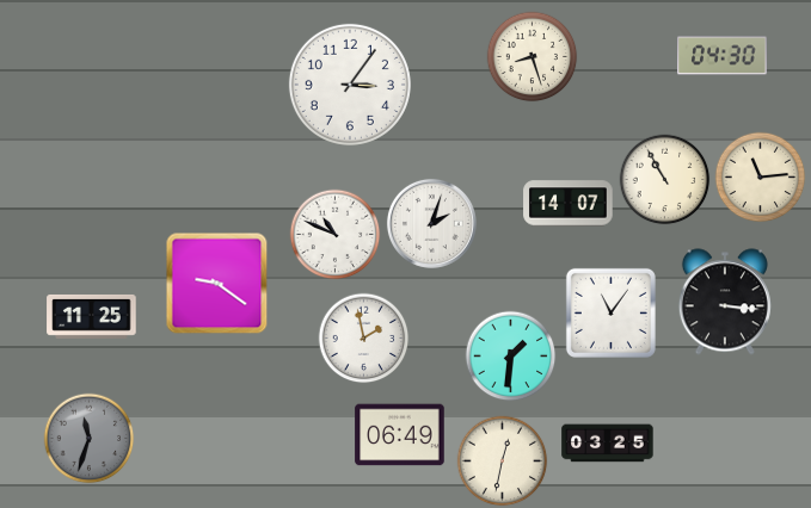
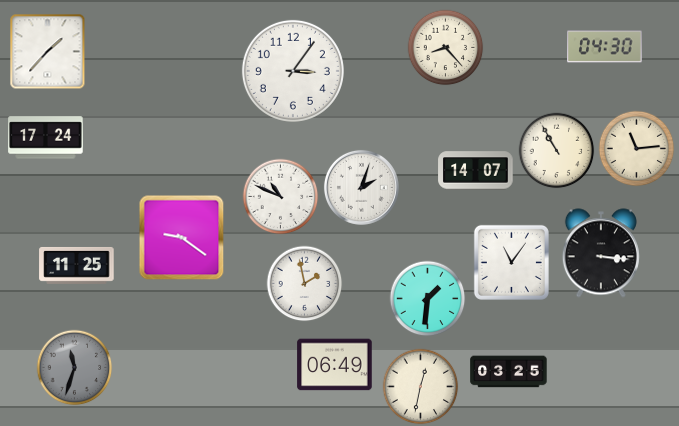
clock at (533, 57): 8:27 -> 8:23
clock at (48, 52): none -> 1:37
clock at (46, 138): none -> 17:24
clock at (725, 302) position: (725, 302) -> (601, 253)
